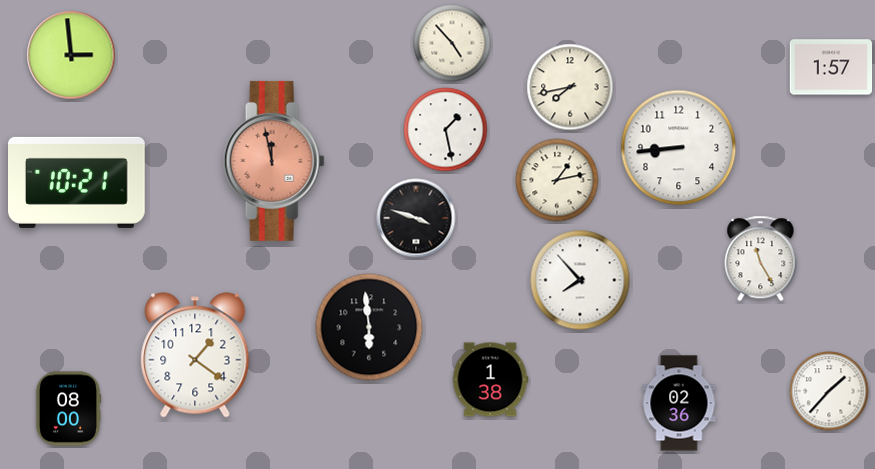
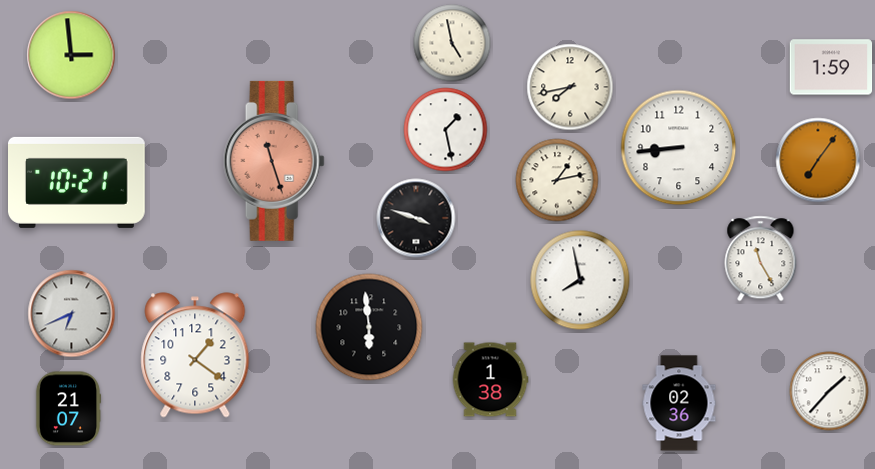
clock at (452, 43): 4:53 -> 4:58
clock at (831, 67): 1:57 -> 1:59
clock at (818, 160): none -> 7:06
clock at (274, 161): 11:58 -> 11:27
clock at (580, 280): 7:53 -> 7:58
clock at (72, 314): none -> 6:41
clock at (68, 409): 08:00 -> 21:07
